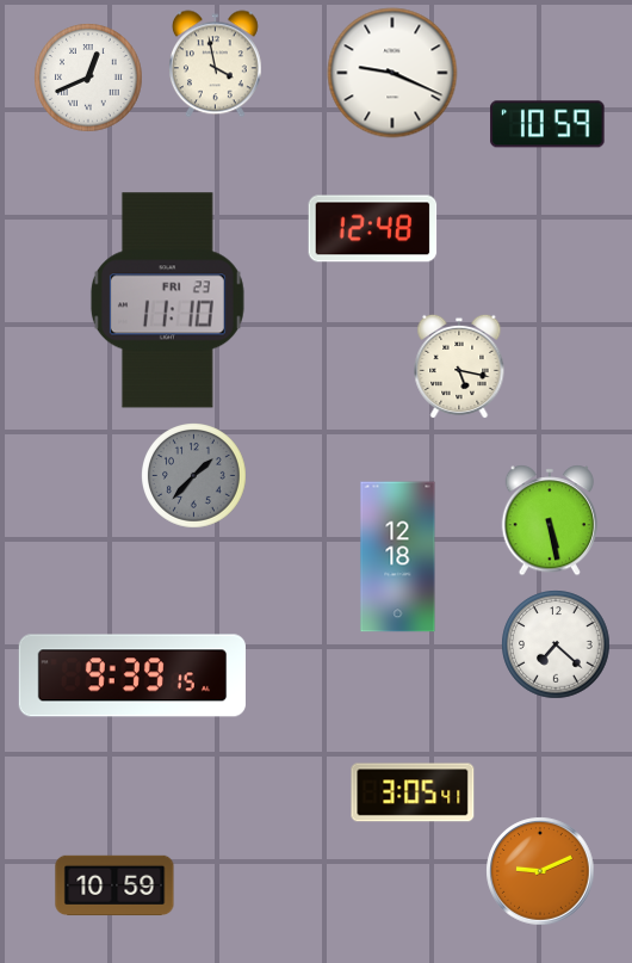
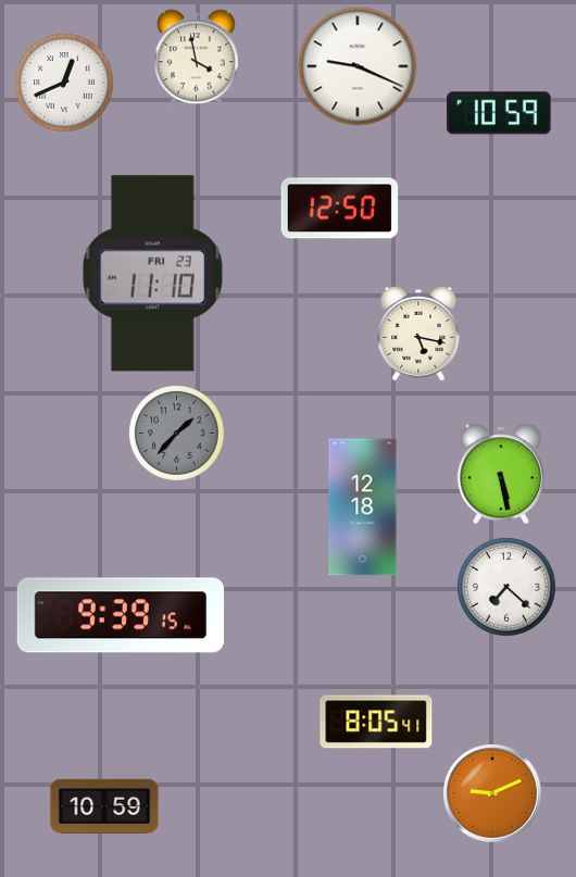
clock at (88, 78) position: (88, 78) -> (64, 83)
clock at (373, 229): 12:48 -> 12:50
clock at (413, 792): 3:05 -> 8:05
